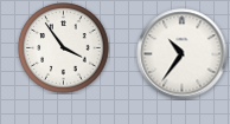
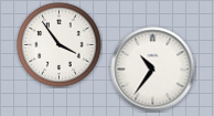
clock at (183, 54) position: (183, 54) -> (153, 70)
